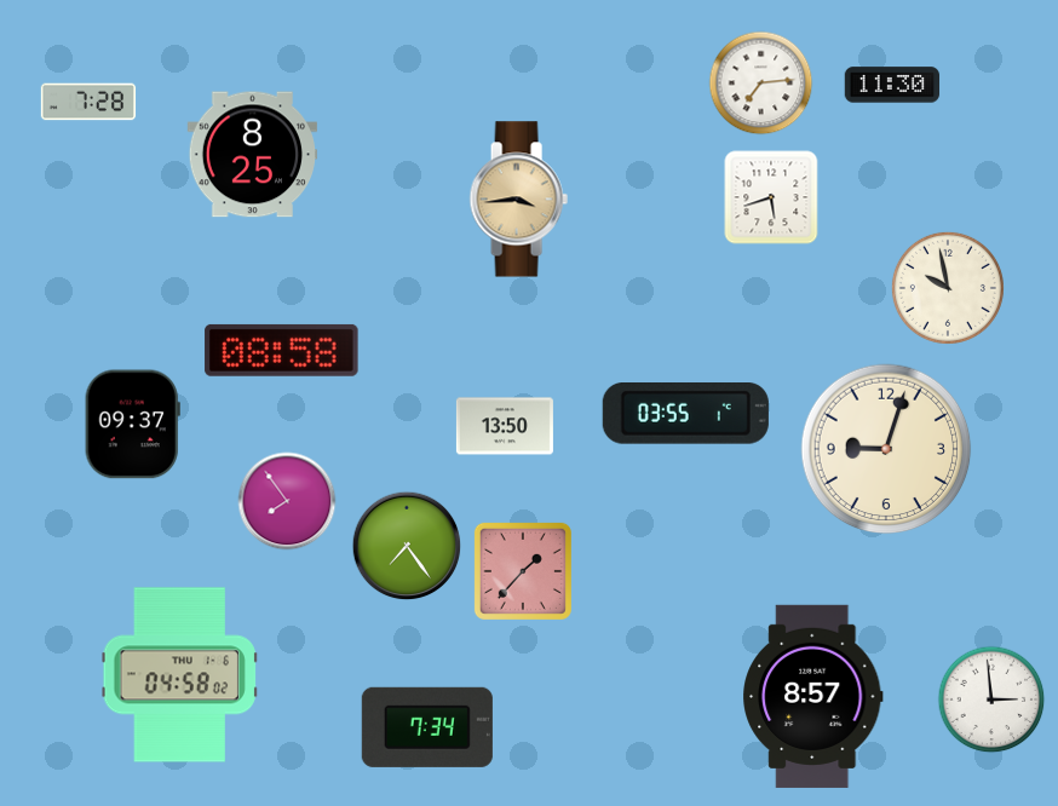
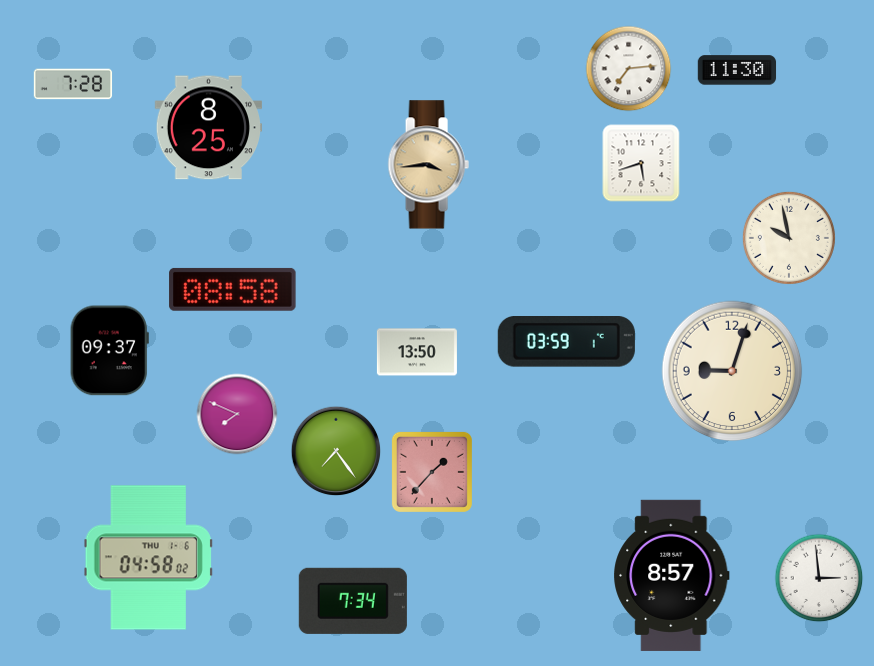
clock at (771, 197) position: (771, 197) -> (641, 163)
clock at (948, 288) position: (948, 288) -> (789, 238)
clock at (685, 414): 03:55 -> 03:59
clock at (287, 501): 7:54 -> 7:49
